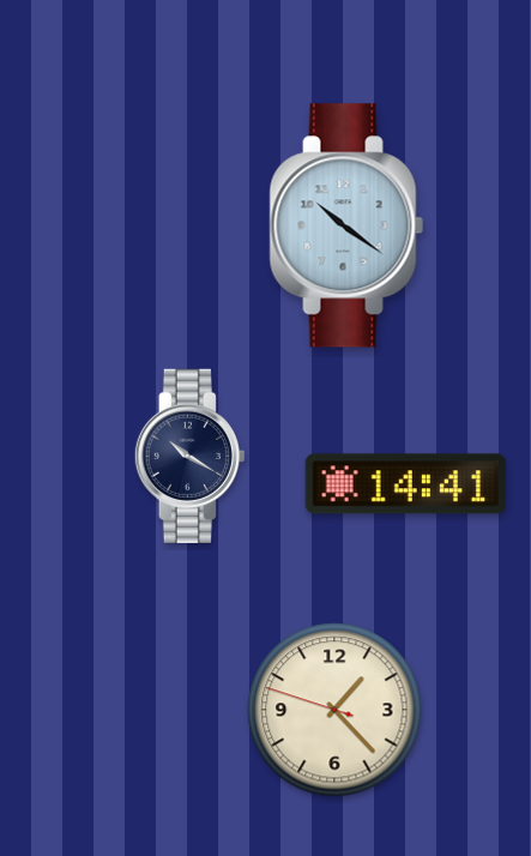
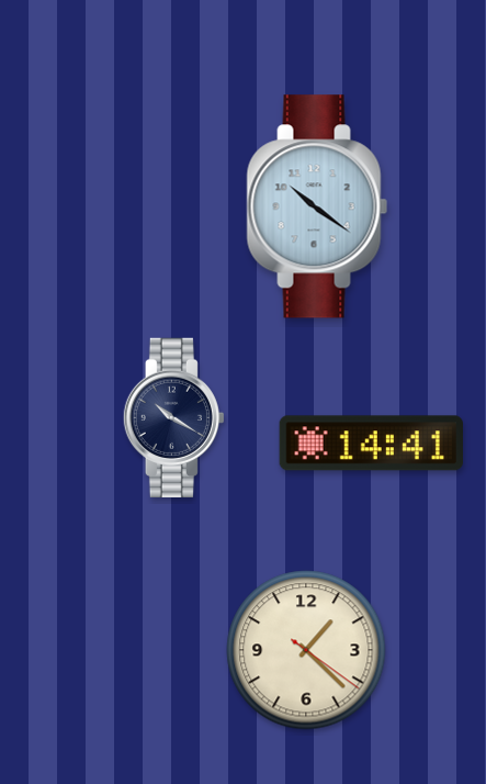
clock at (334, 710): 1:22:48 -> 1:22:21
